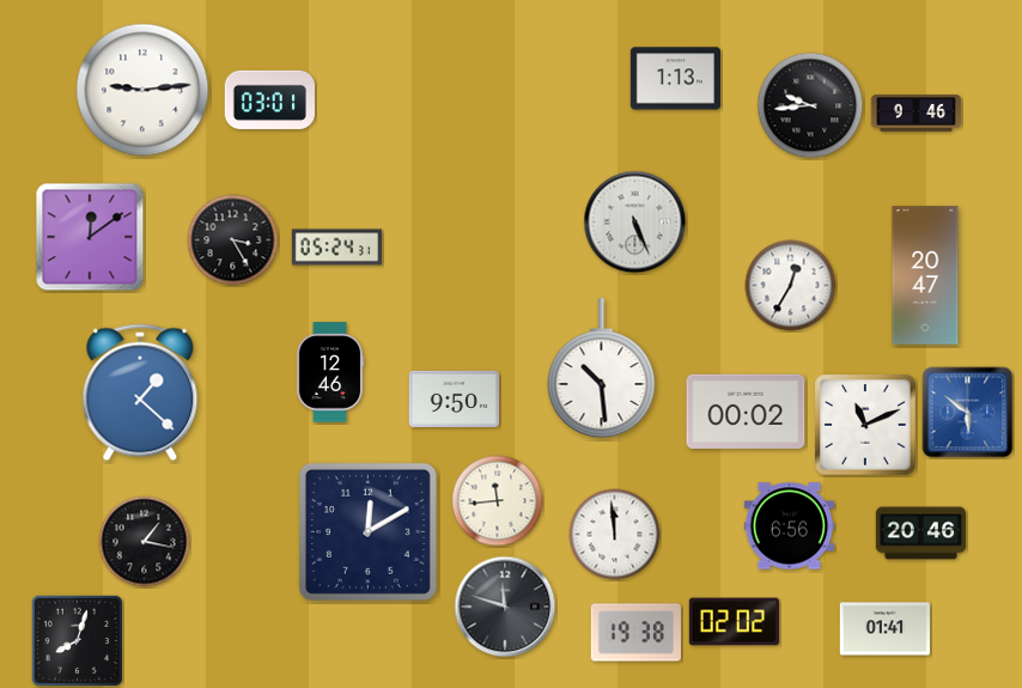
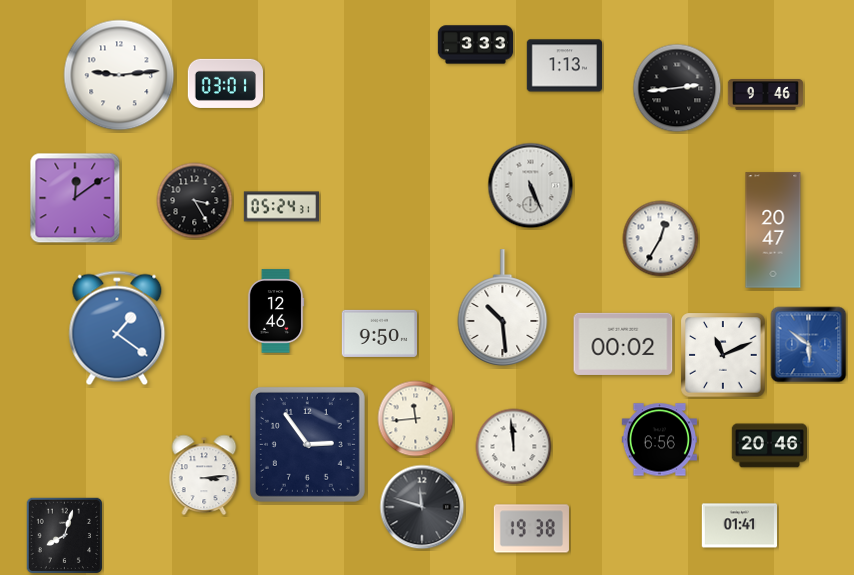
clock at (476, 45): none -> 3:33
clock at (810, 105): 9:44 -> 2:44
clock at (140, 392): 1:22 -> 1:21
clock at (367, 531): 12:10 -> 2:54
clock at (145, 542): 1:17 -> none
clock at (204, 475): none -> 3:14
clock at (734, 622): 02:02 -> none
